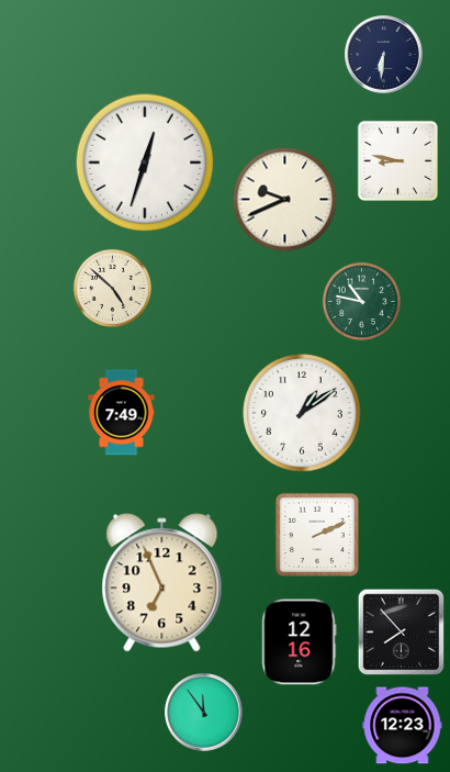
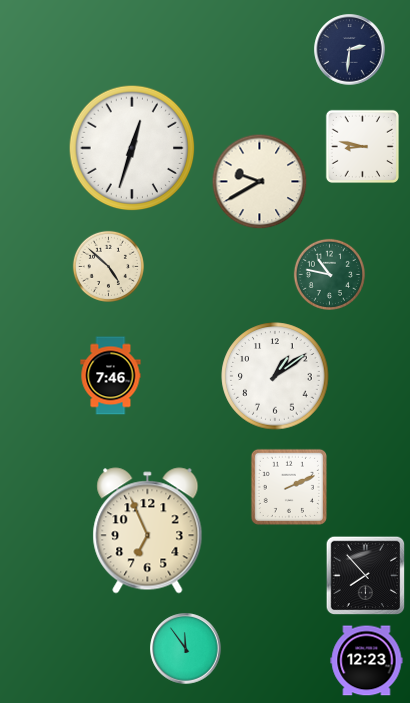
clock at (384, 55): 6:31 -> 2:31
clock at (285, 200): 9:41 -> 9:40
clock at (112, 288) position: (112, 288) -> (108, 266)
clock at (122, 413): 7:49 -> 7:46
clock at (299, 642): 12:16 -> none
